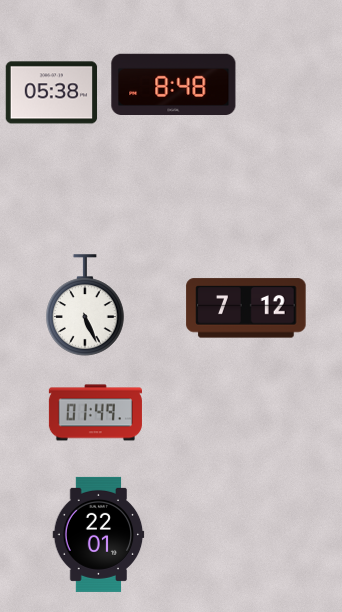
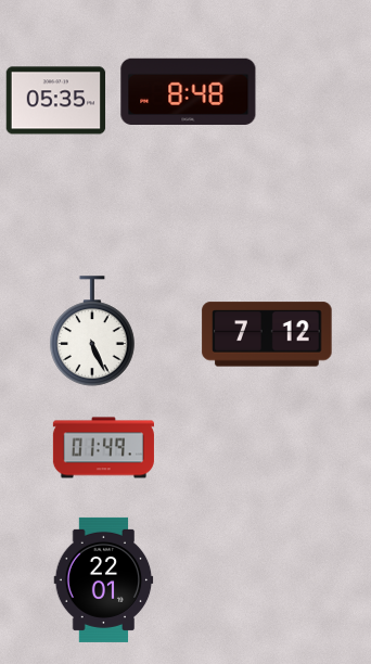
clock at (52, 93): 05:38 -> 05:35
clock at (99, 534) position: (99, 534) -> (104, 579)
